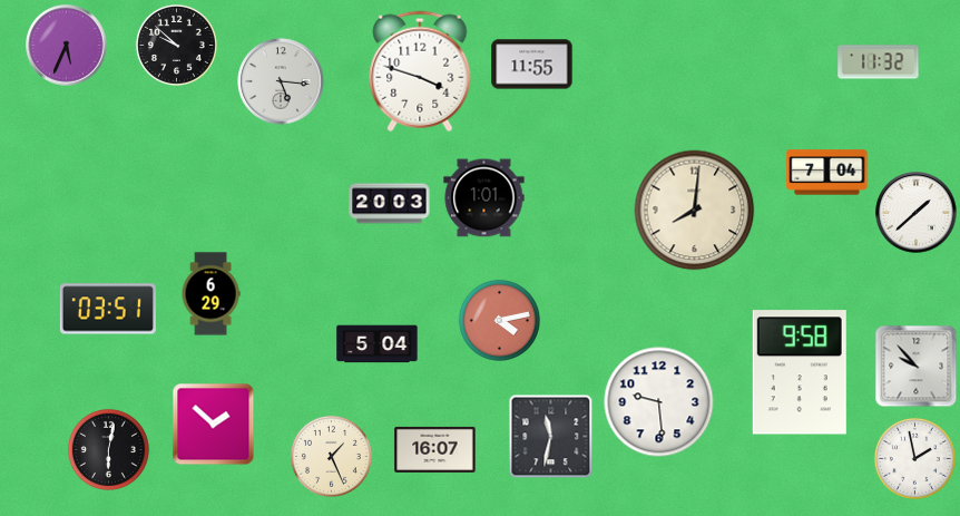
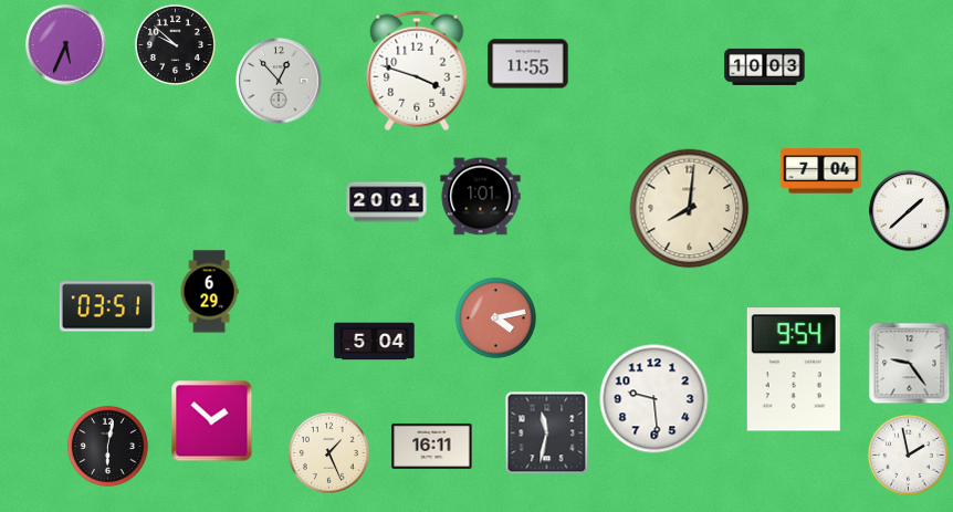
clock at (879, 62): 11:32 -> none
clock at (765, 66): none -> 10:03
clock at (281, 81): 5:16 -> 12:53
clock at (390, 204): 20:03 -> 20:01
clock at (917, 367): 9:53 -> 9:24
clock at (800, 372): 9:58 -> 9:54
clock at (435, 449): 16:07 -> 16:11
